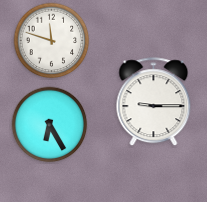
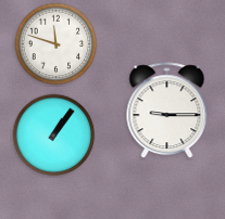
clock at (50, 125): 6:25 -> 1:06
